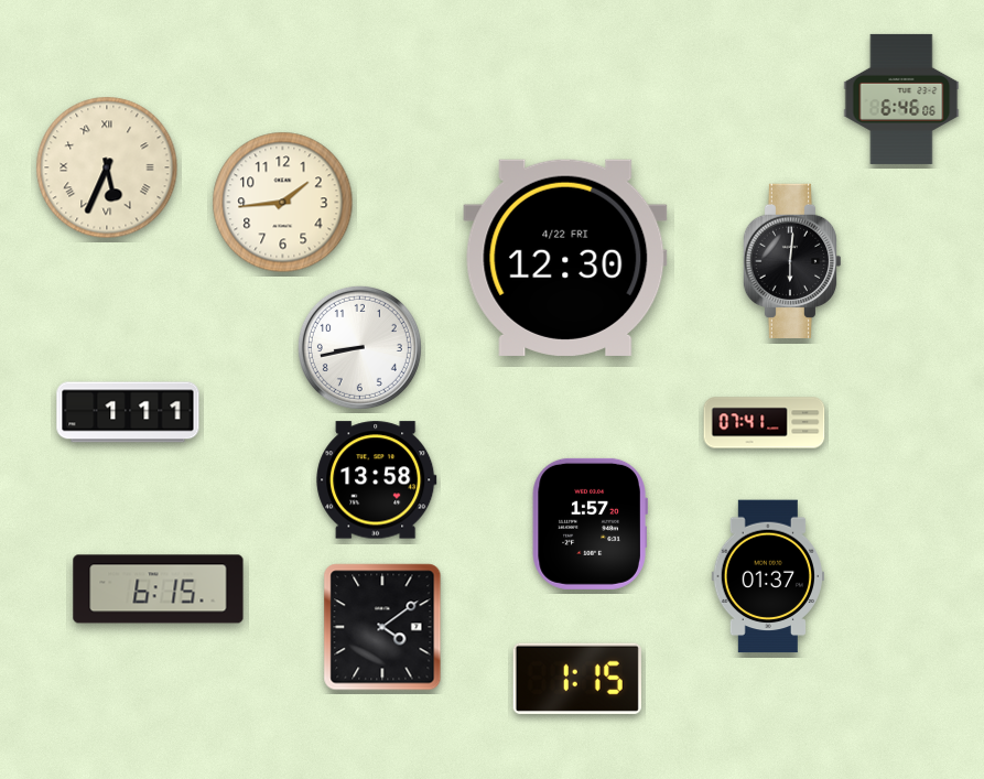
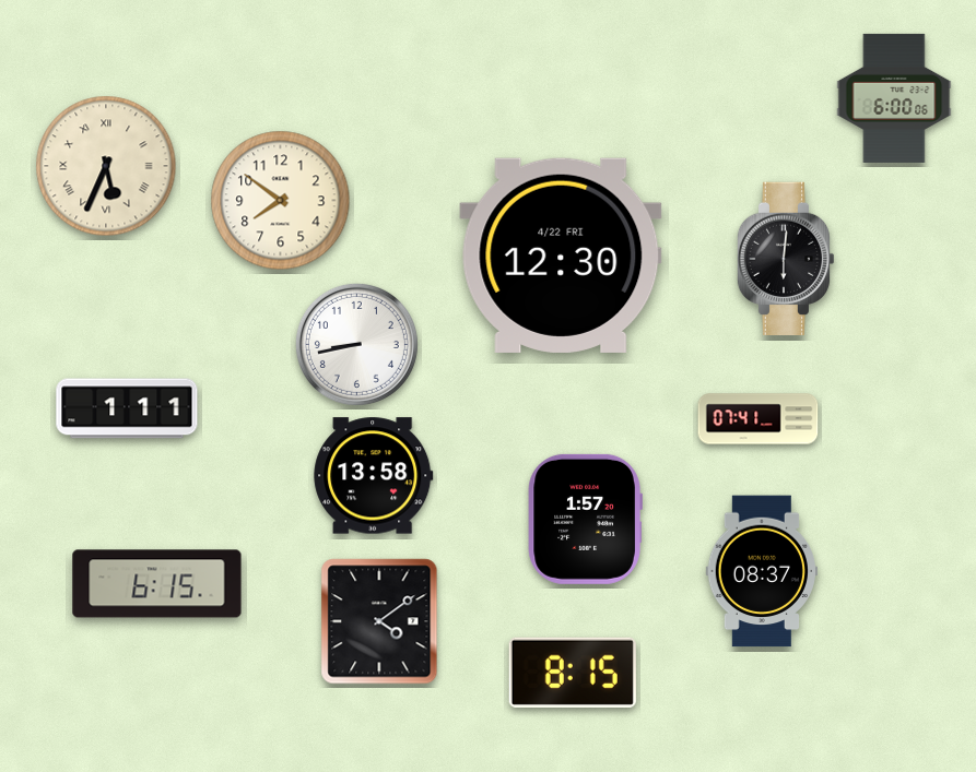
clock at (901, 99): 6:46 -> 6:00
clock at (283, 203): 1:44 -> 7:51
clock at (767, 576): 01:37 -> 08:37
clock at (577, 679): 1:15 -> 8:15
